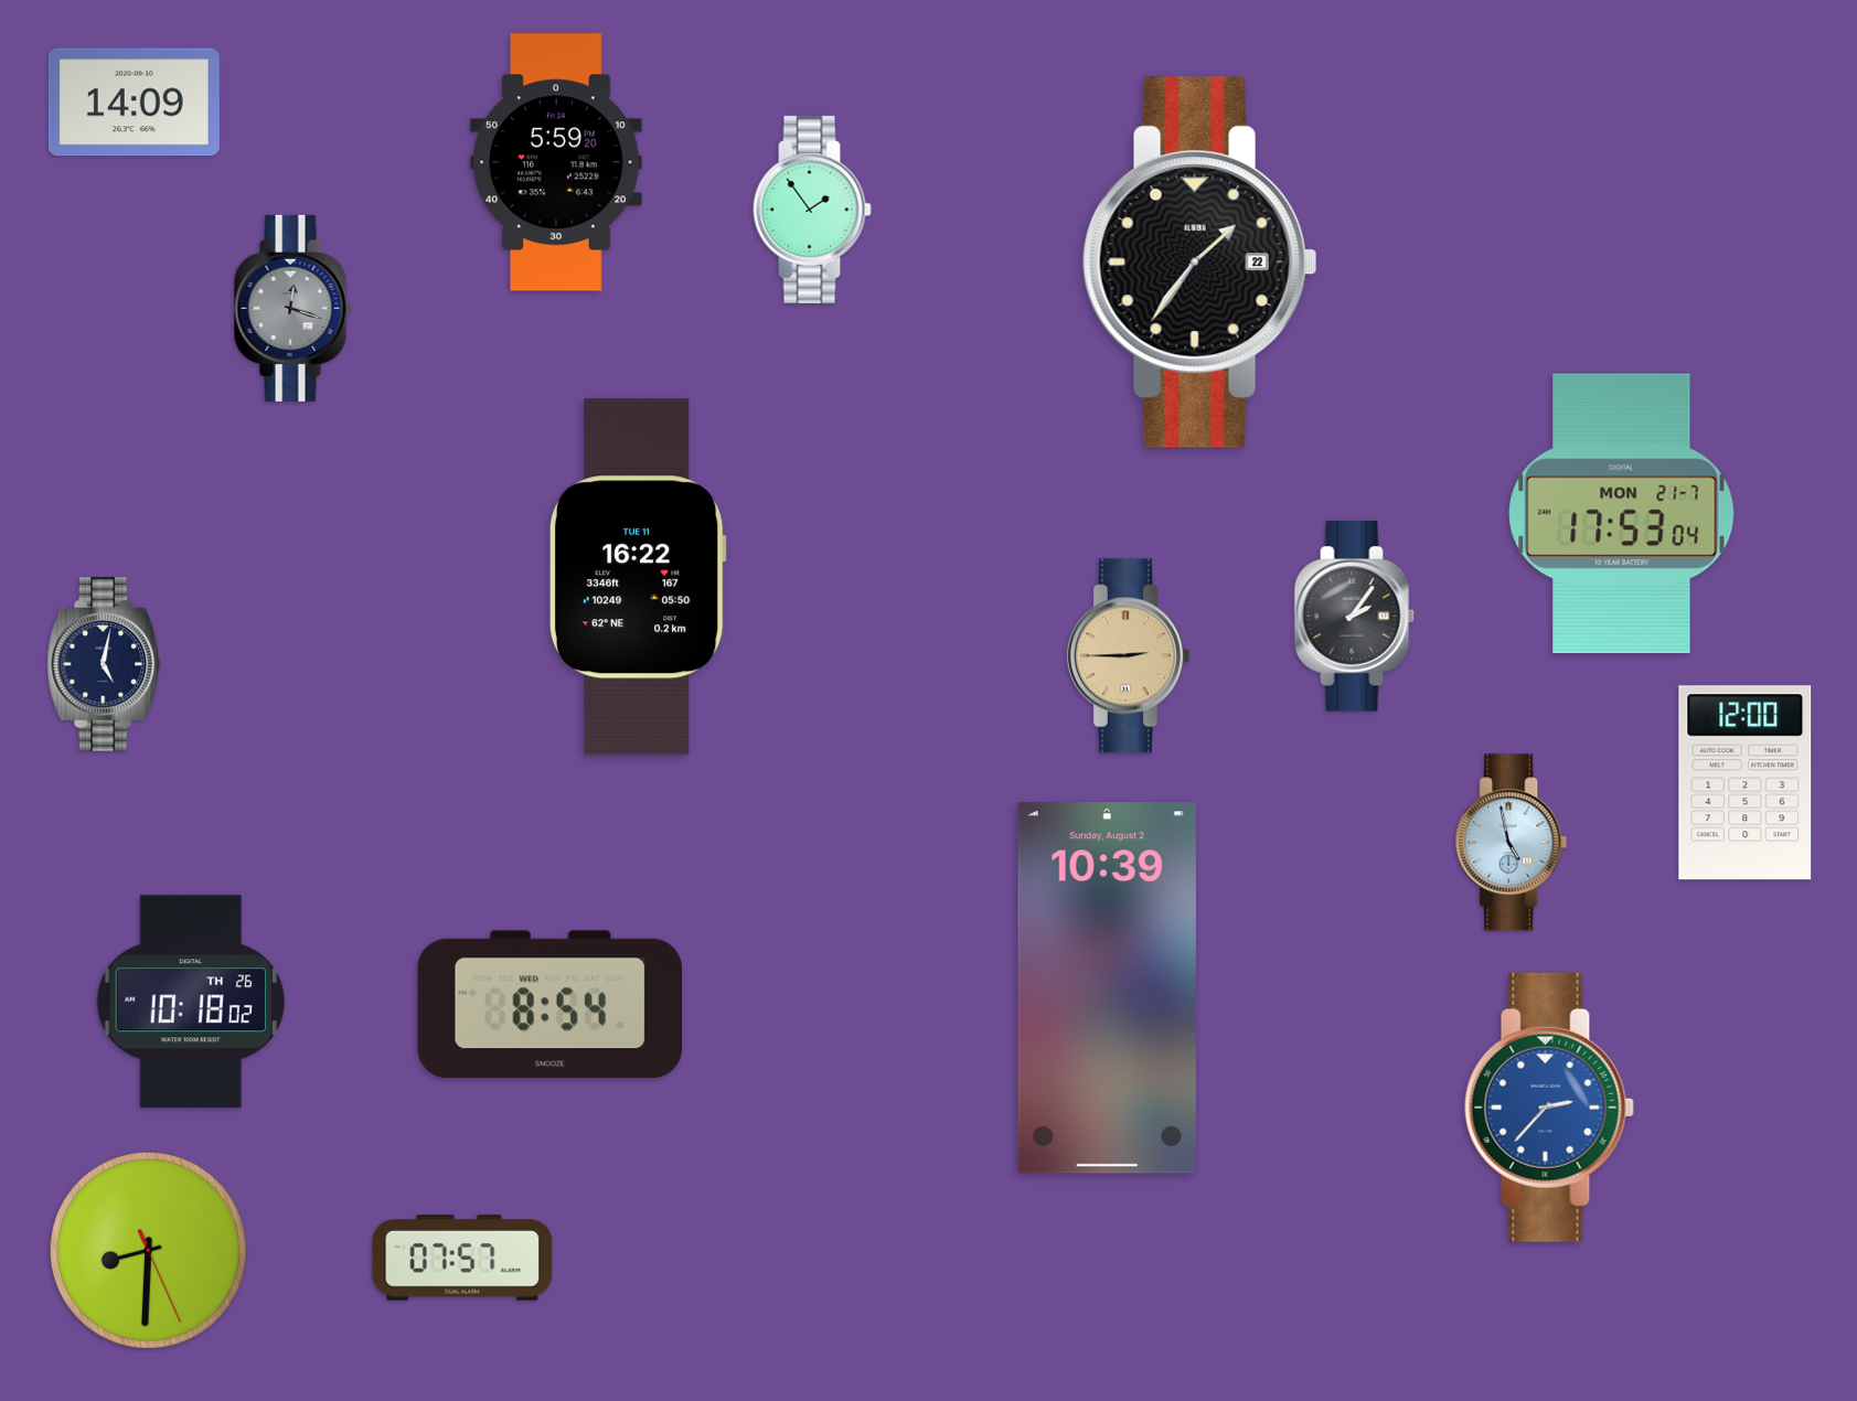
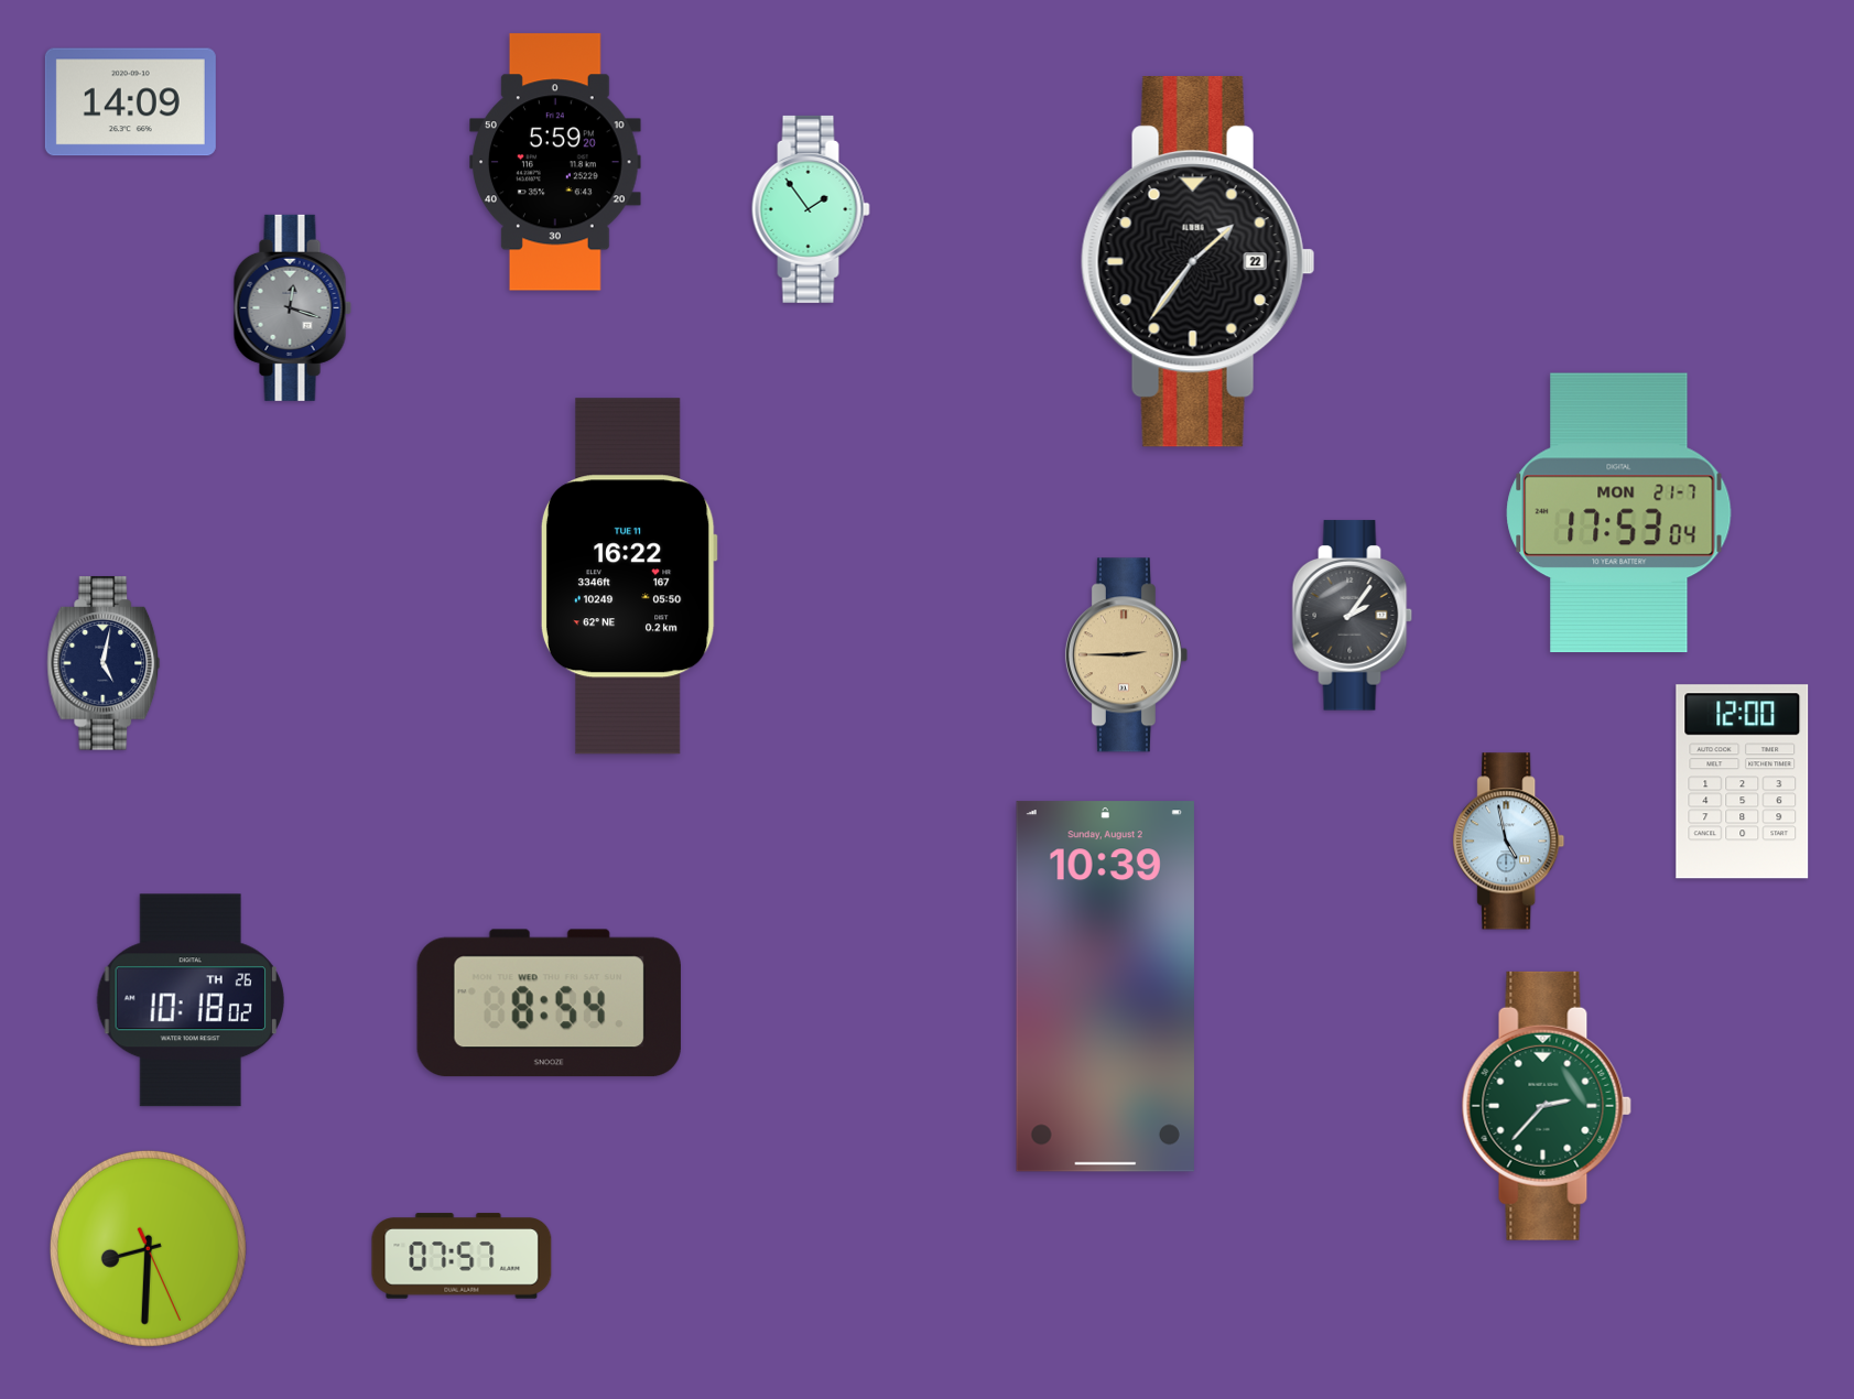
clock at (134, 103) position: (134, 103) -> (130, 102)
clock at (638, 577) position: (638, 577) -> (629, 576)
clock at (1549, 1108) dial: blue -> green
